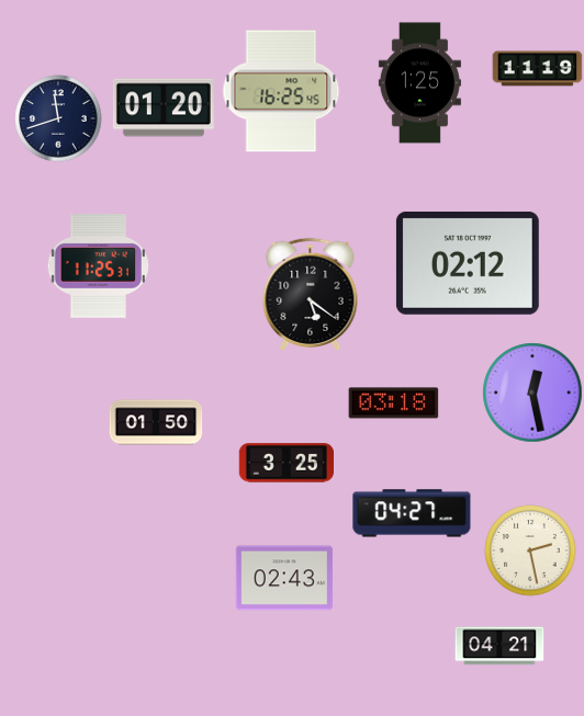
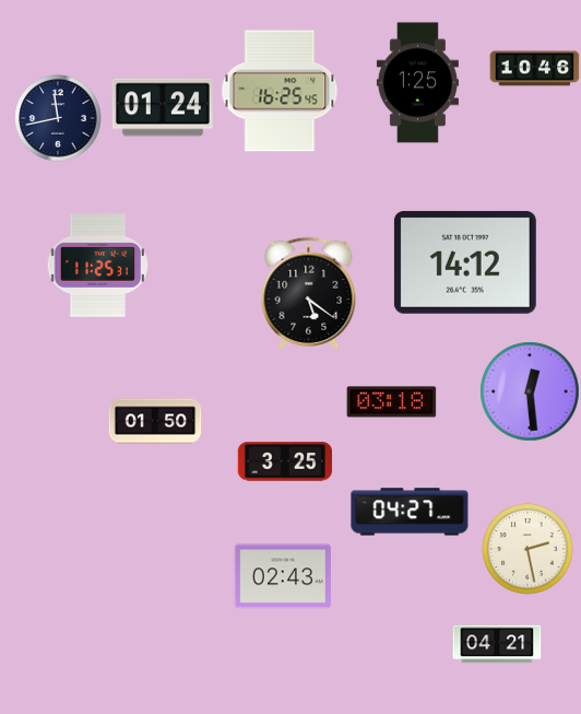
clock at (538, 69): 11:19 -> 10:46
clock at (164, 107): 01:20 -> 01:24
clock at (58, 118): 11:42 -> 11:43
clock at (468, 263): 02:12 -> 14:12
clock at (532, 393): 12:28 -> 12:29
